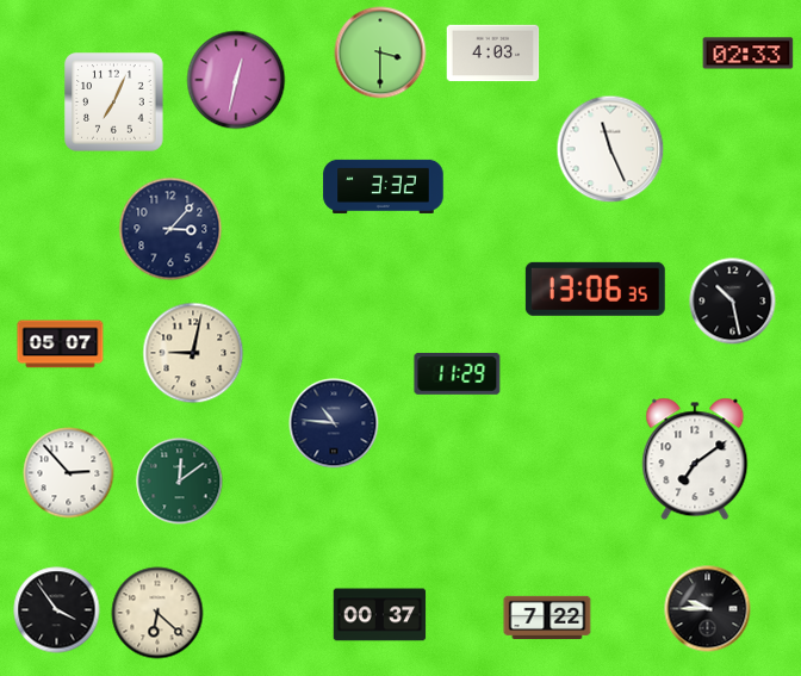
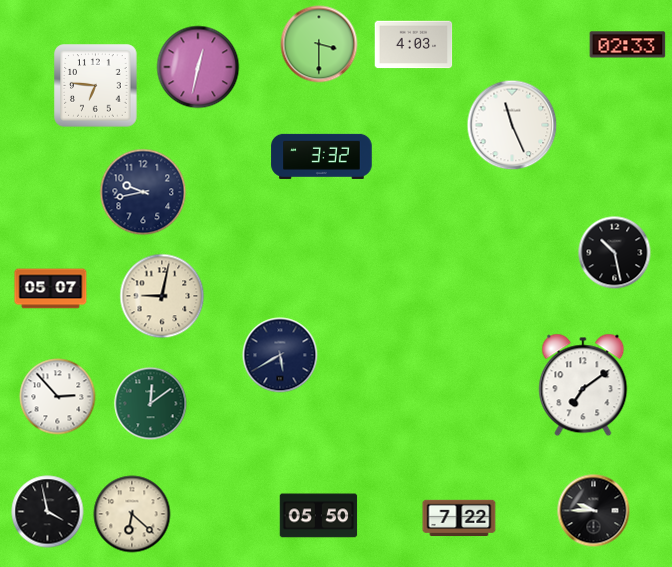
clock at (114, 103): 7:04 -> 6:46
clock at (170, 229): 3:07 -> 9:43
clock at (595, 289): 13:06 -> none
clock at (458, 374): 11:29 -> none
clock at (334, 423): 10:46 -> 5:40
clock at (57, 610): 3:54 -> 3:58
clock at (380, 615): 00:37 -> 05:50
